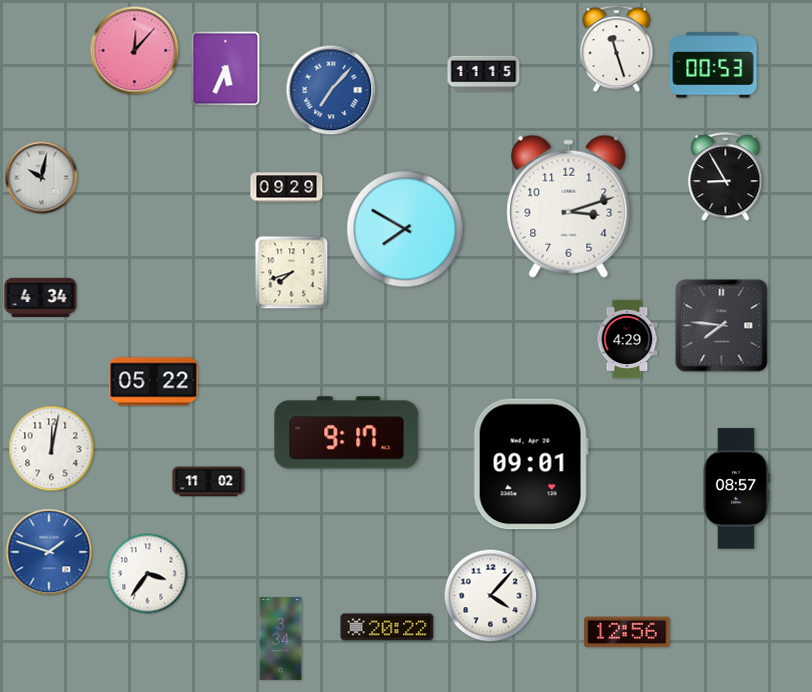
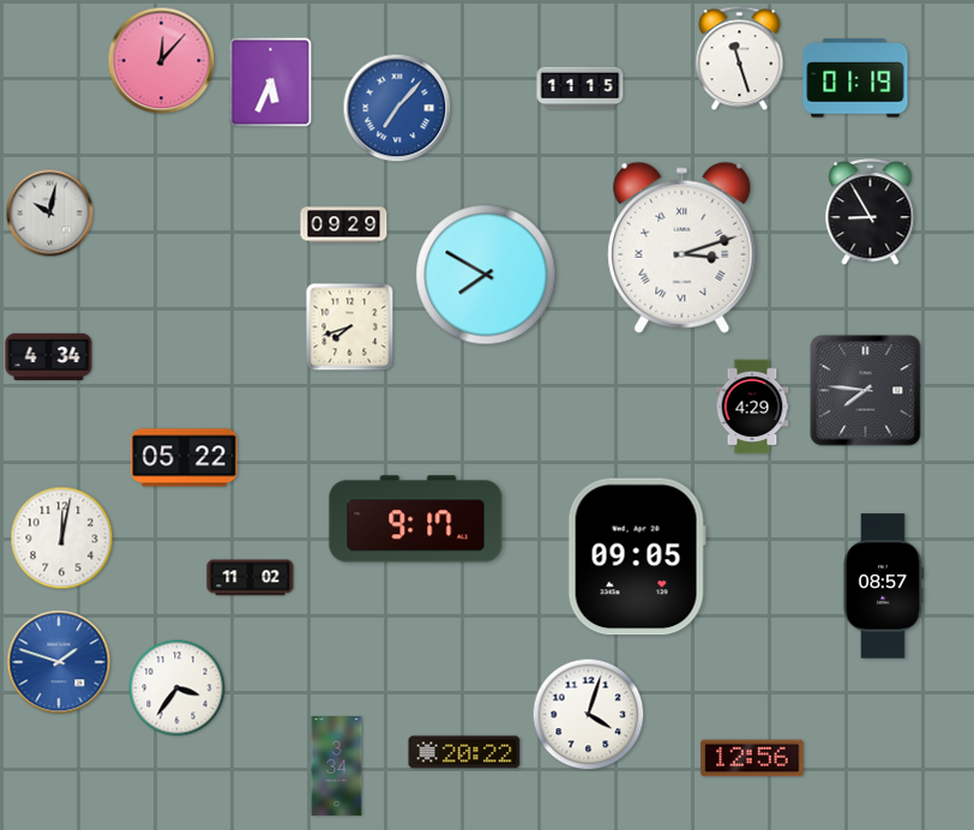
clock at (713, 65): 00:53 -> 01:19
clock at (569, 206) numerals: Arabic -> Roman
clock at (531, 464): 09:01 -> 09:05
clock at (491, 596): 4:07 -> 4:03
